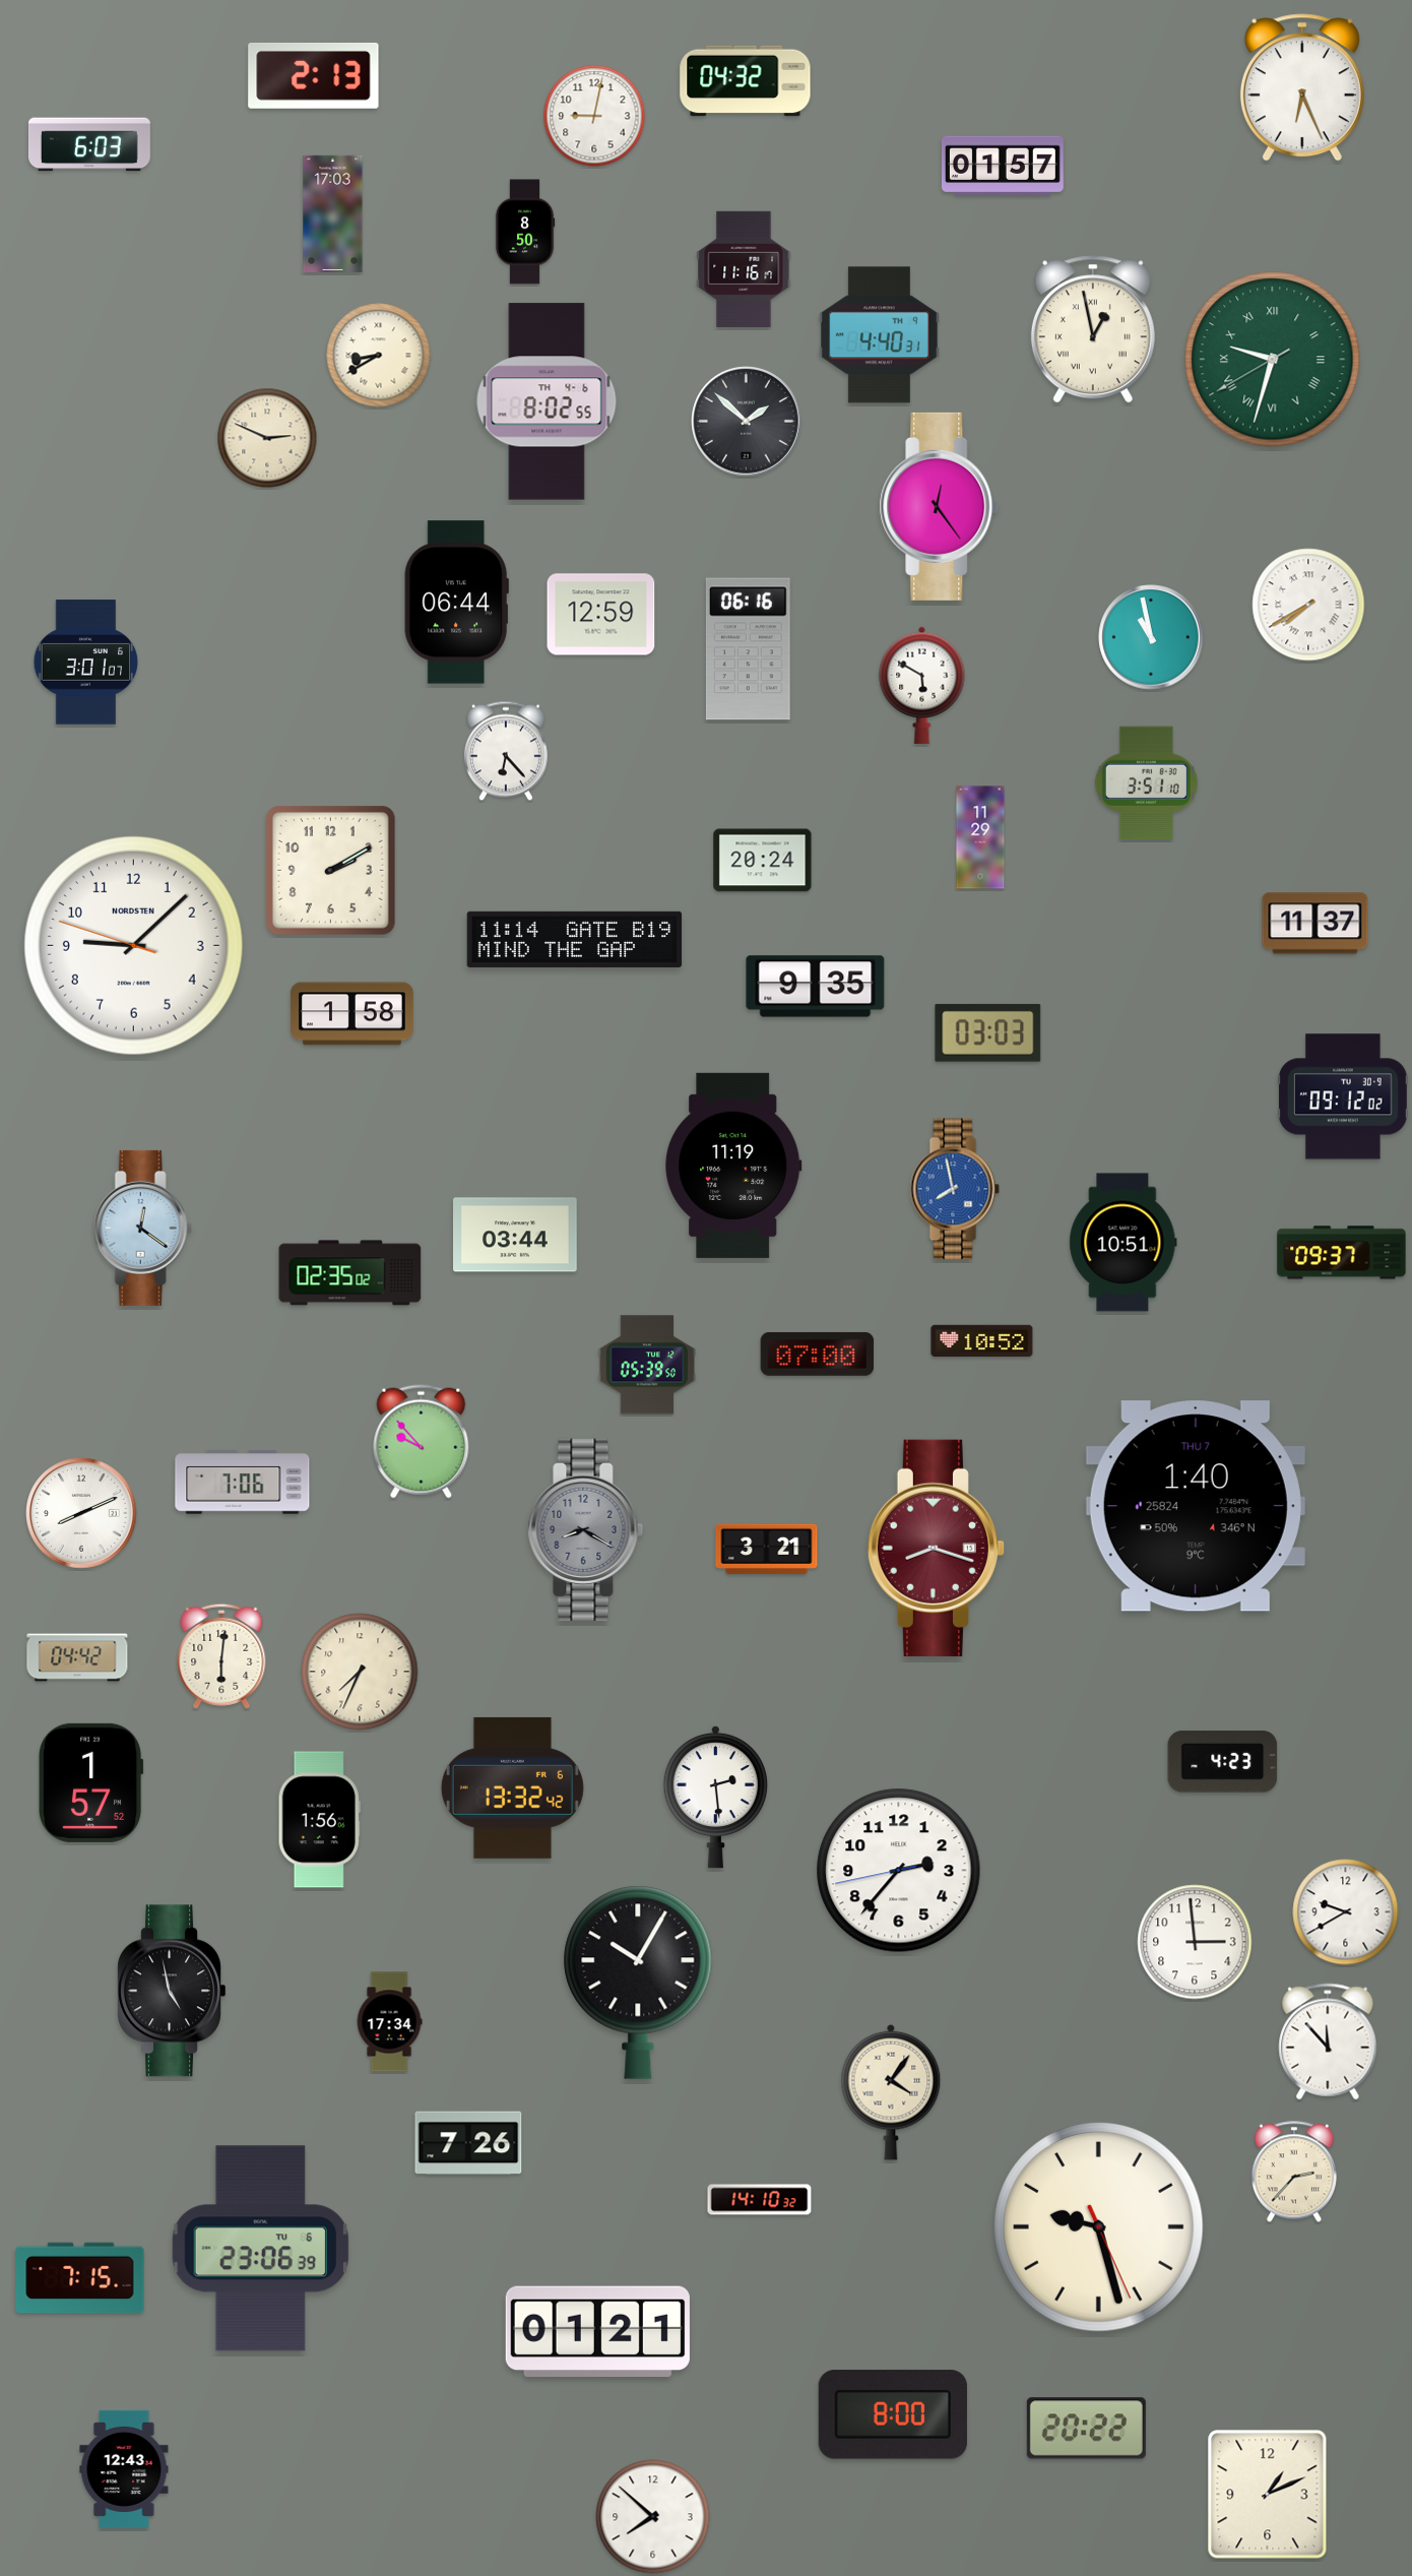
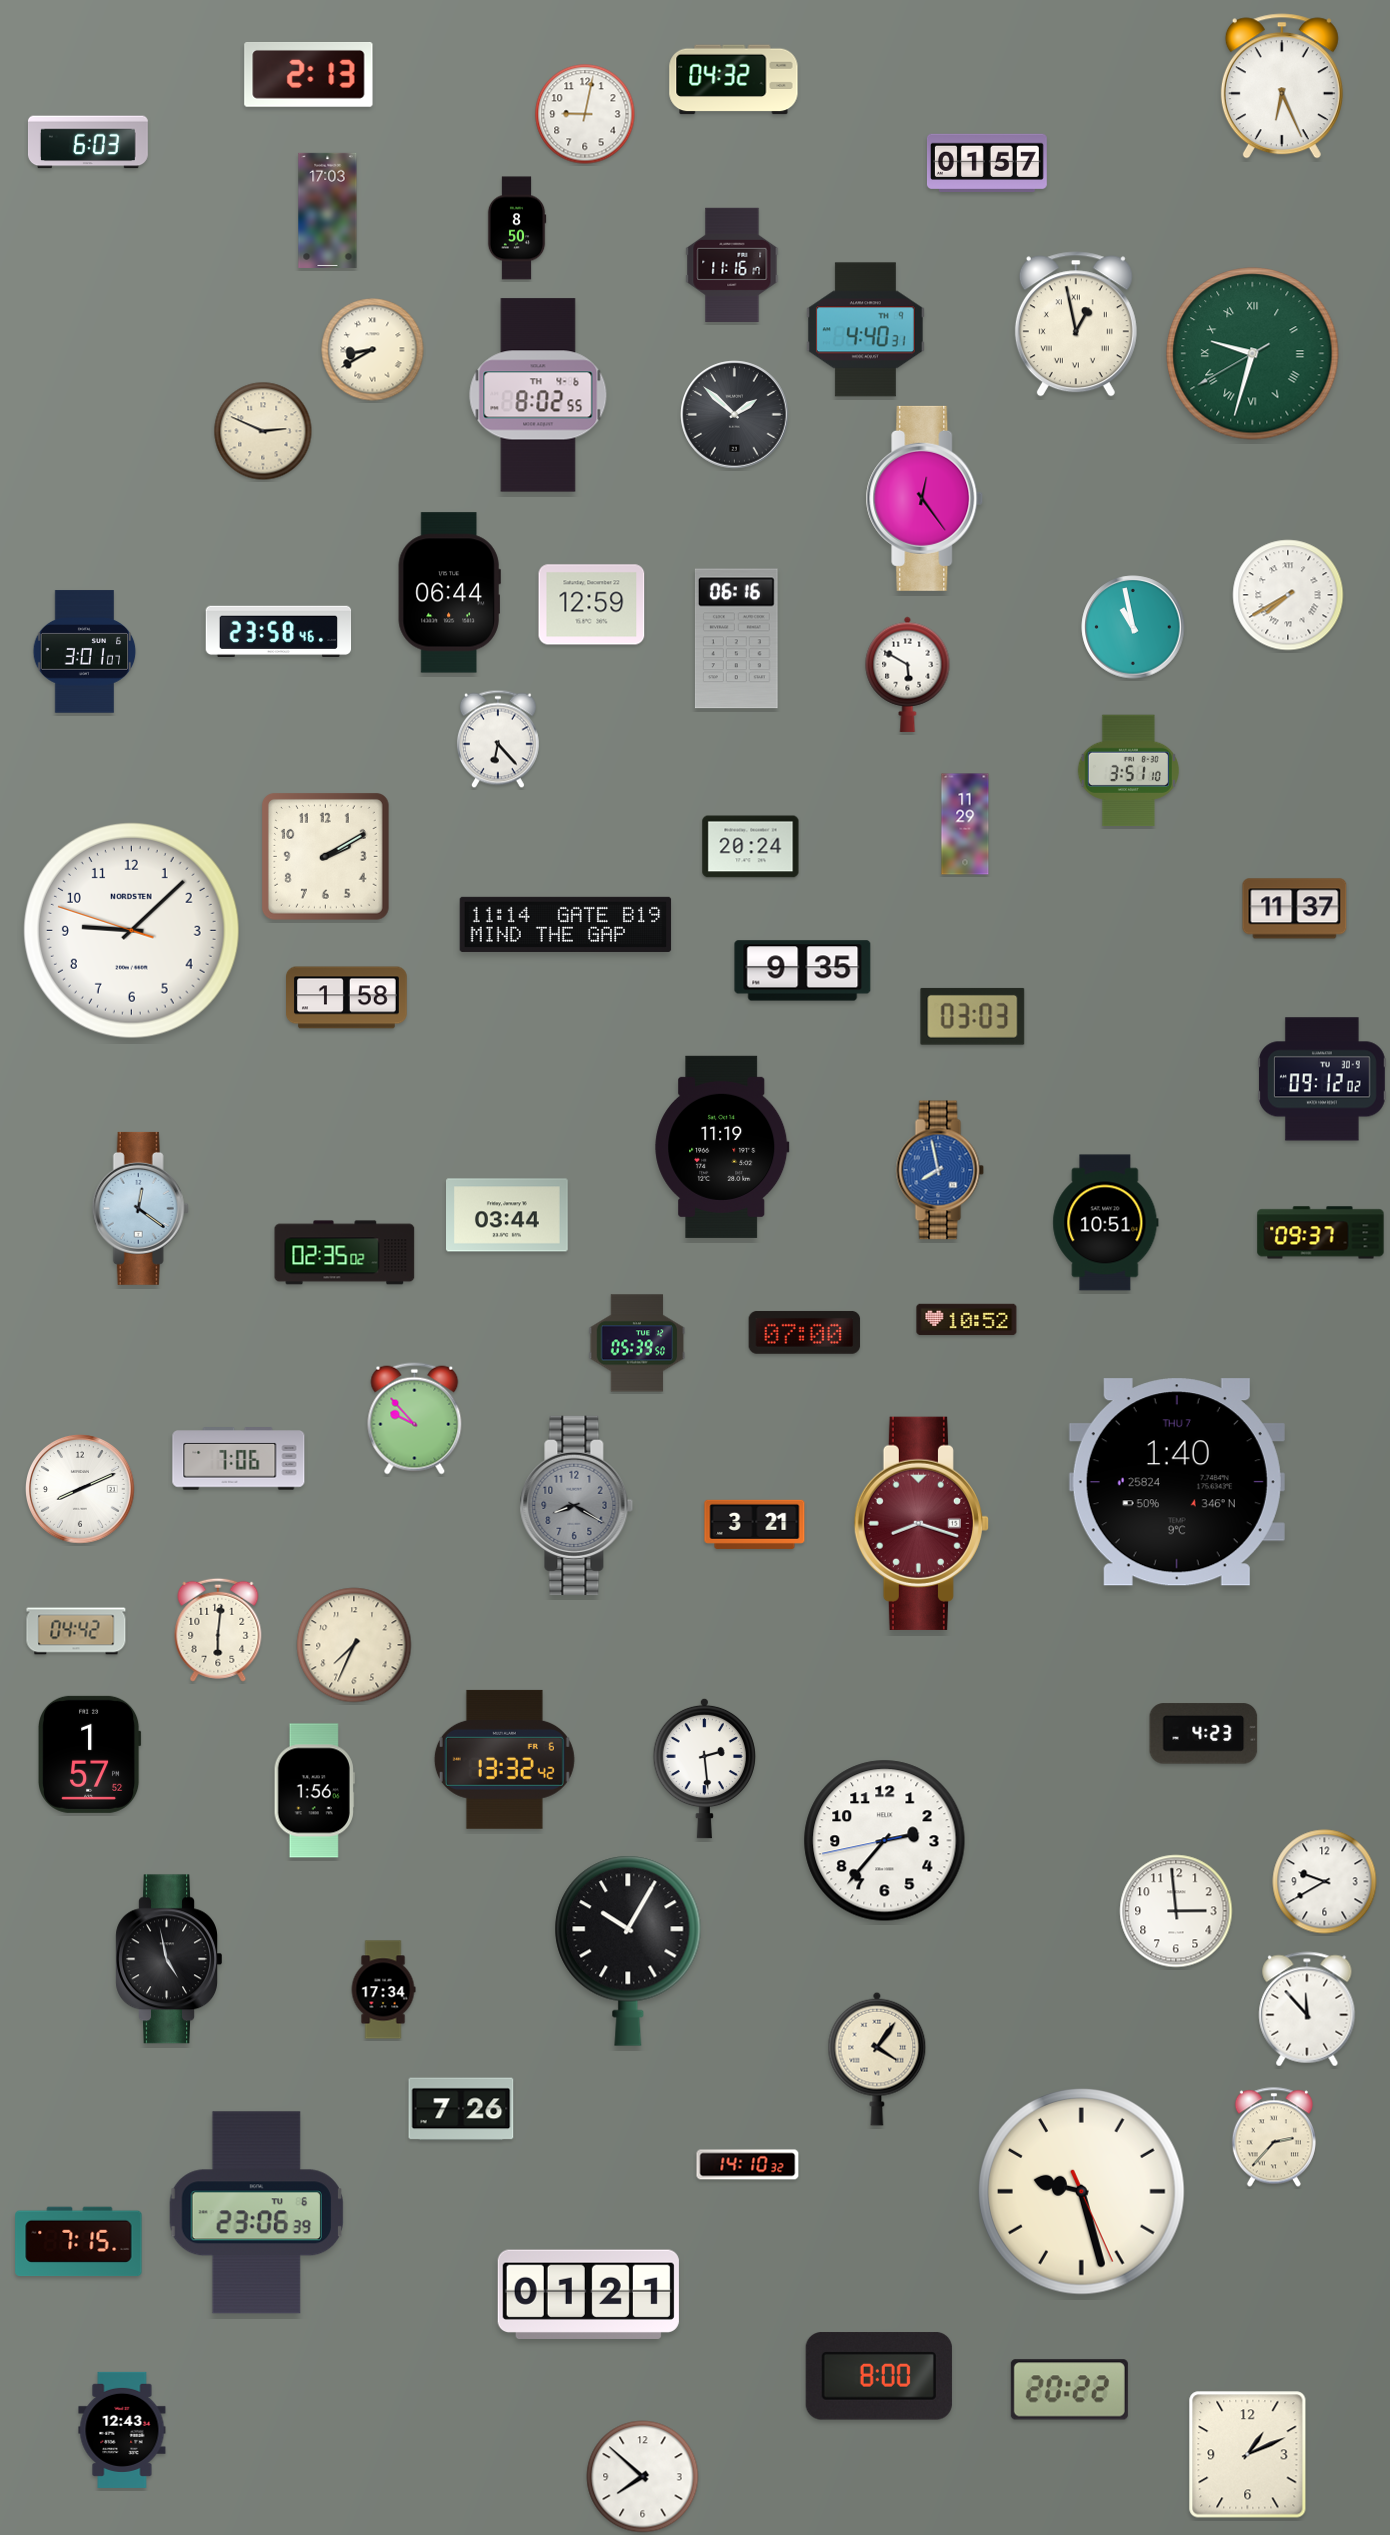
clock at (279, 631): none -> 23:58
